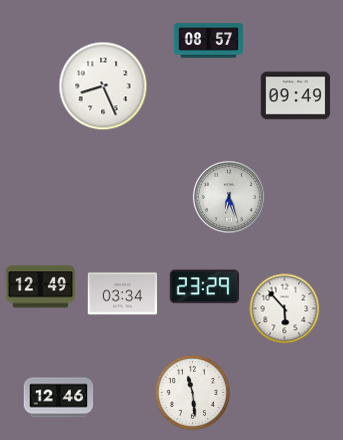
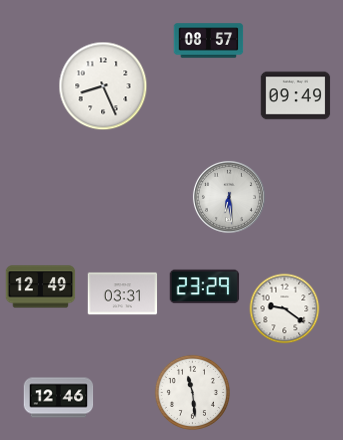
clock at (229, 197): 6:27 -> 6:29
clock at (123, 294): 03:34 -> 03:31
clock at (285, 309): 5:53 -> 9:21
